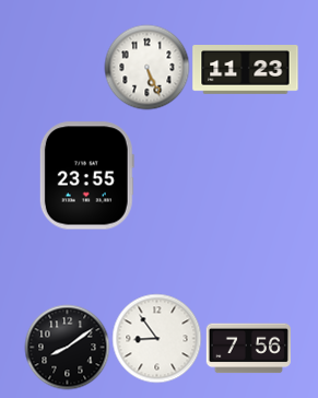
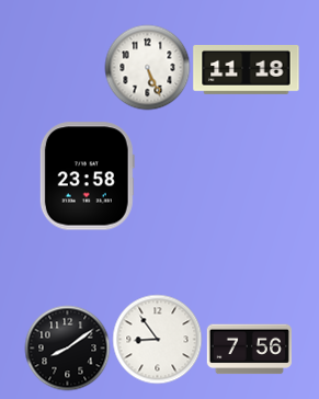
clock at (246, 70): 11:23 -> 11:18
clock at (86, 176): 23:55 -> 23:58
